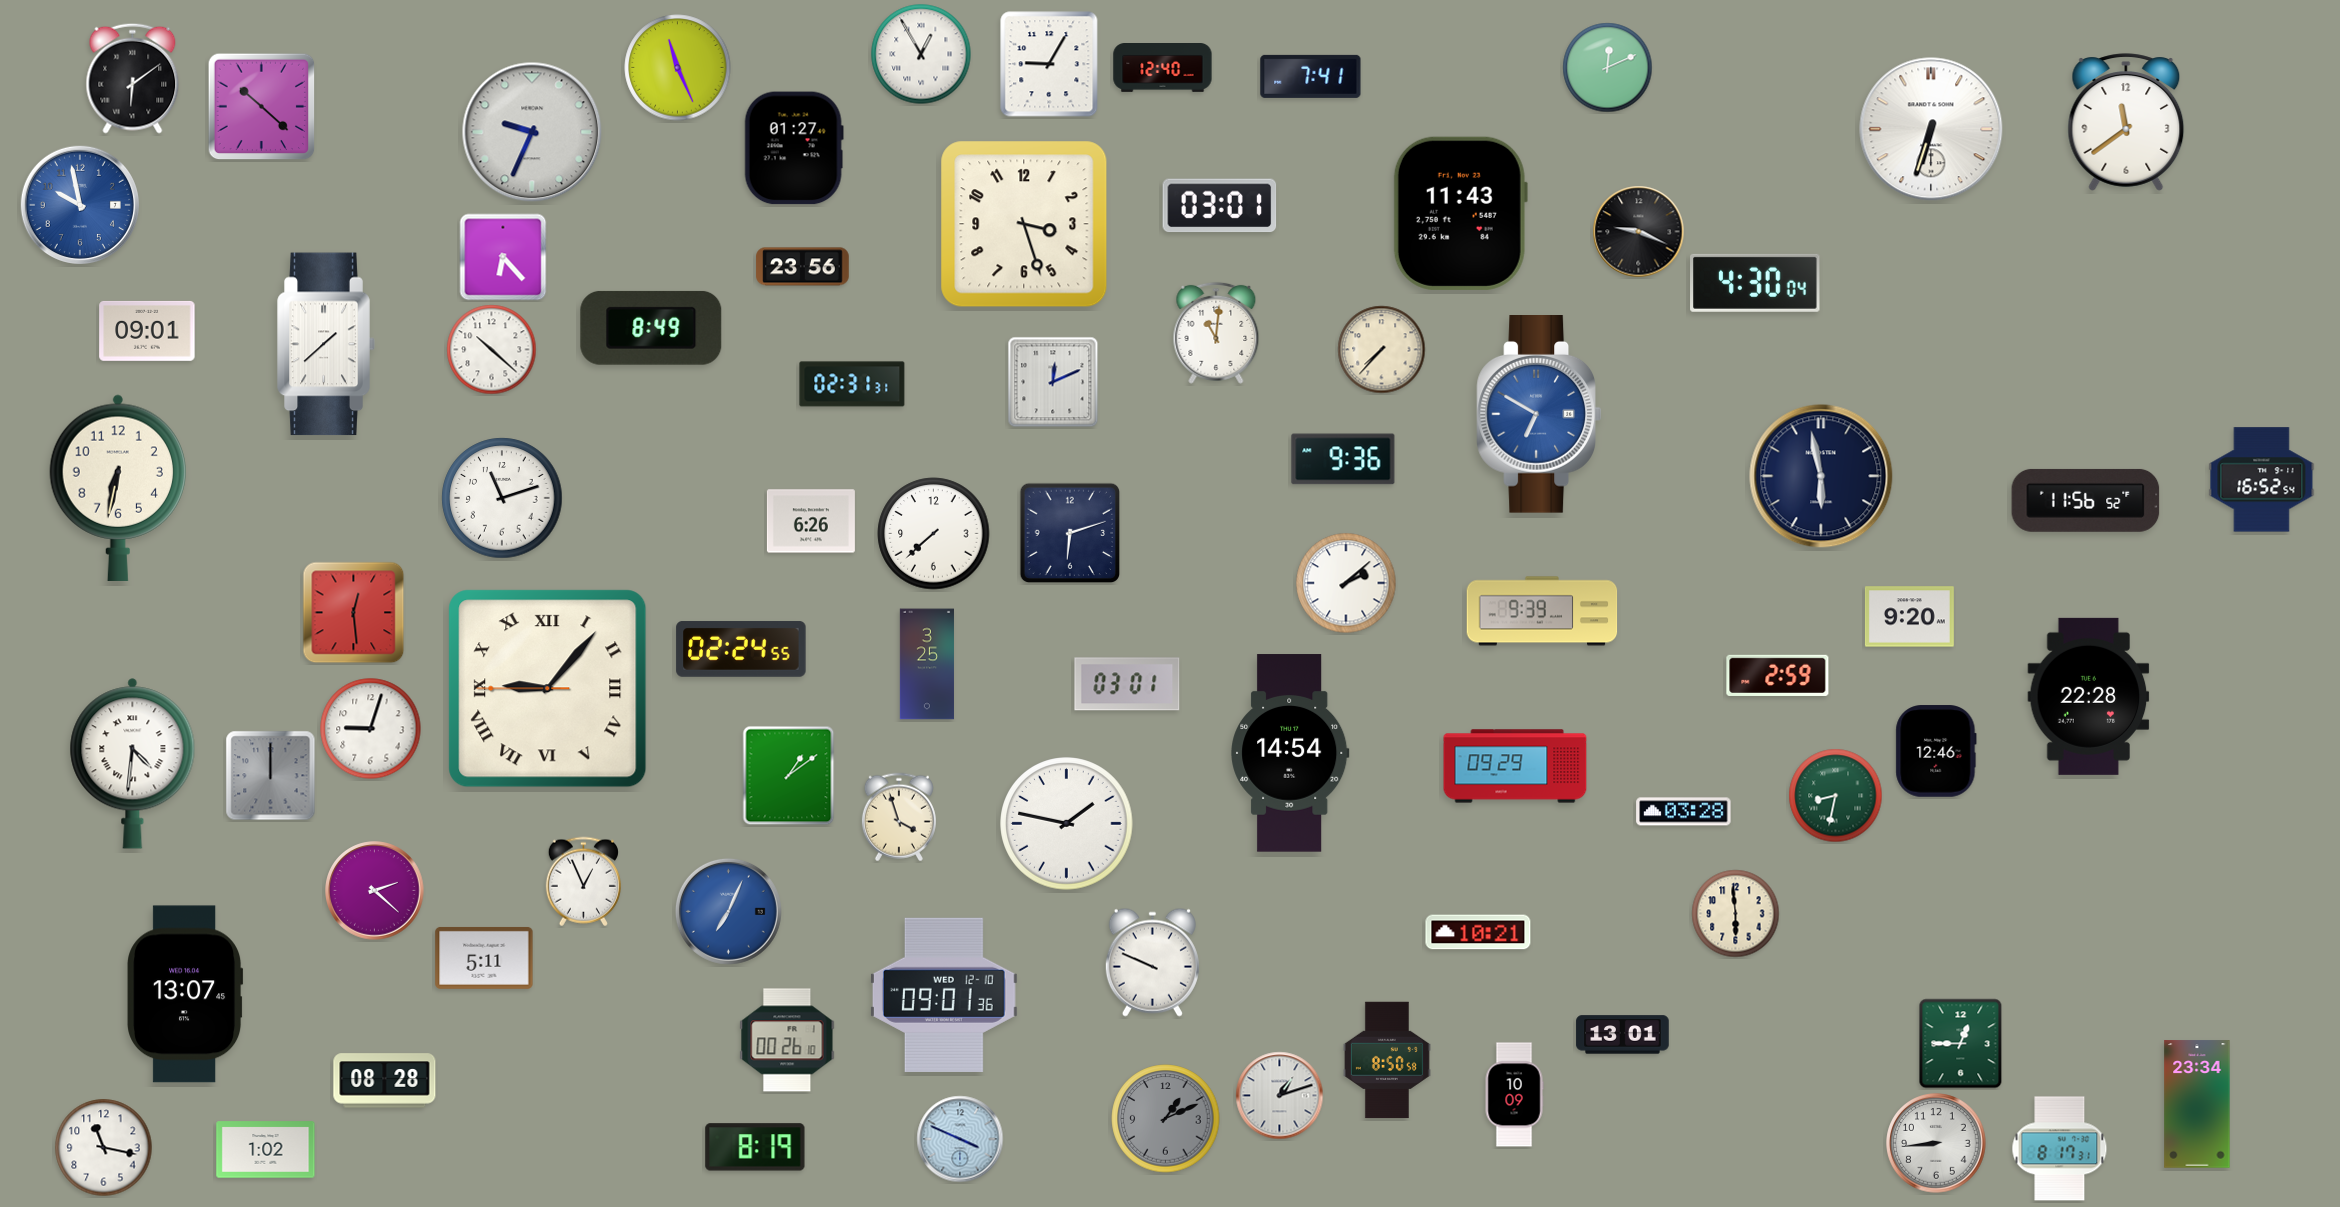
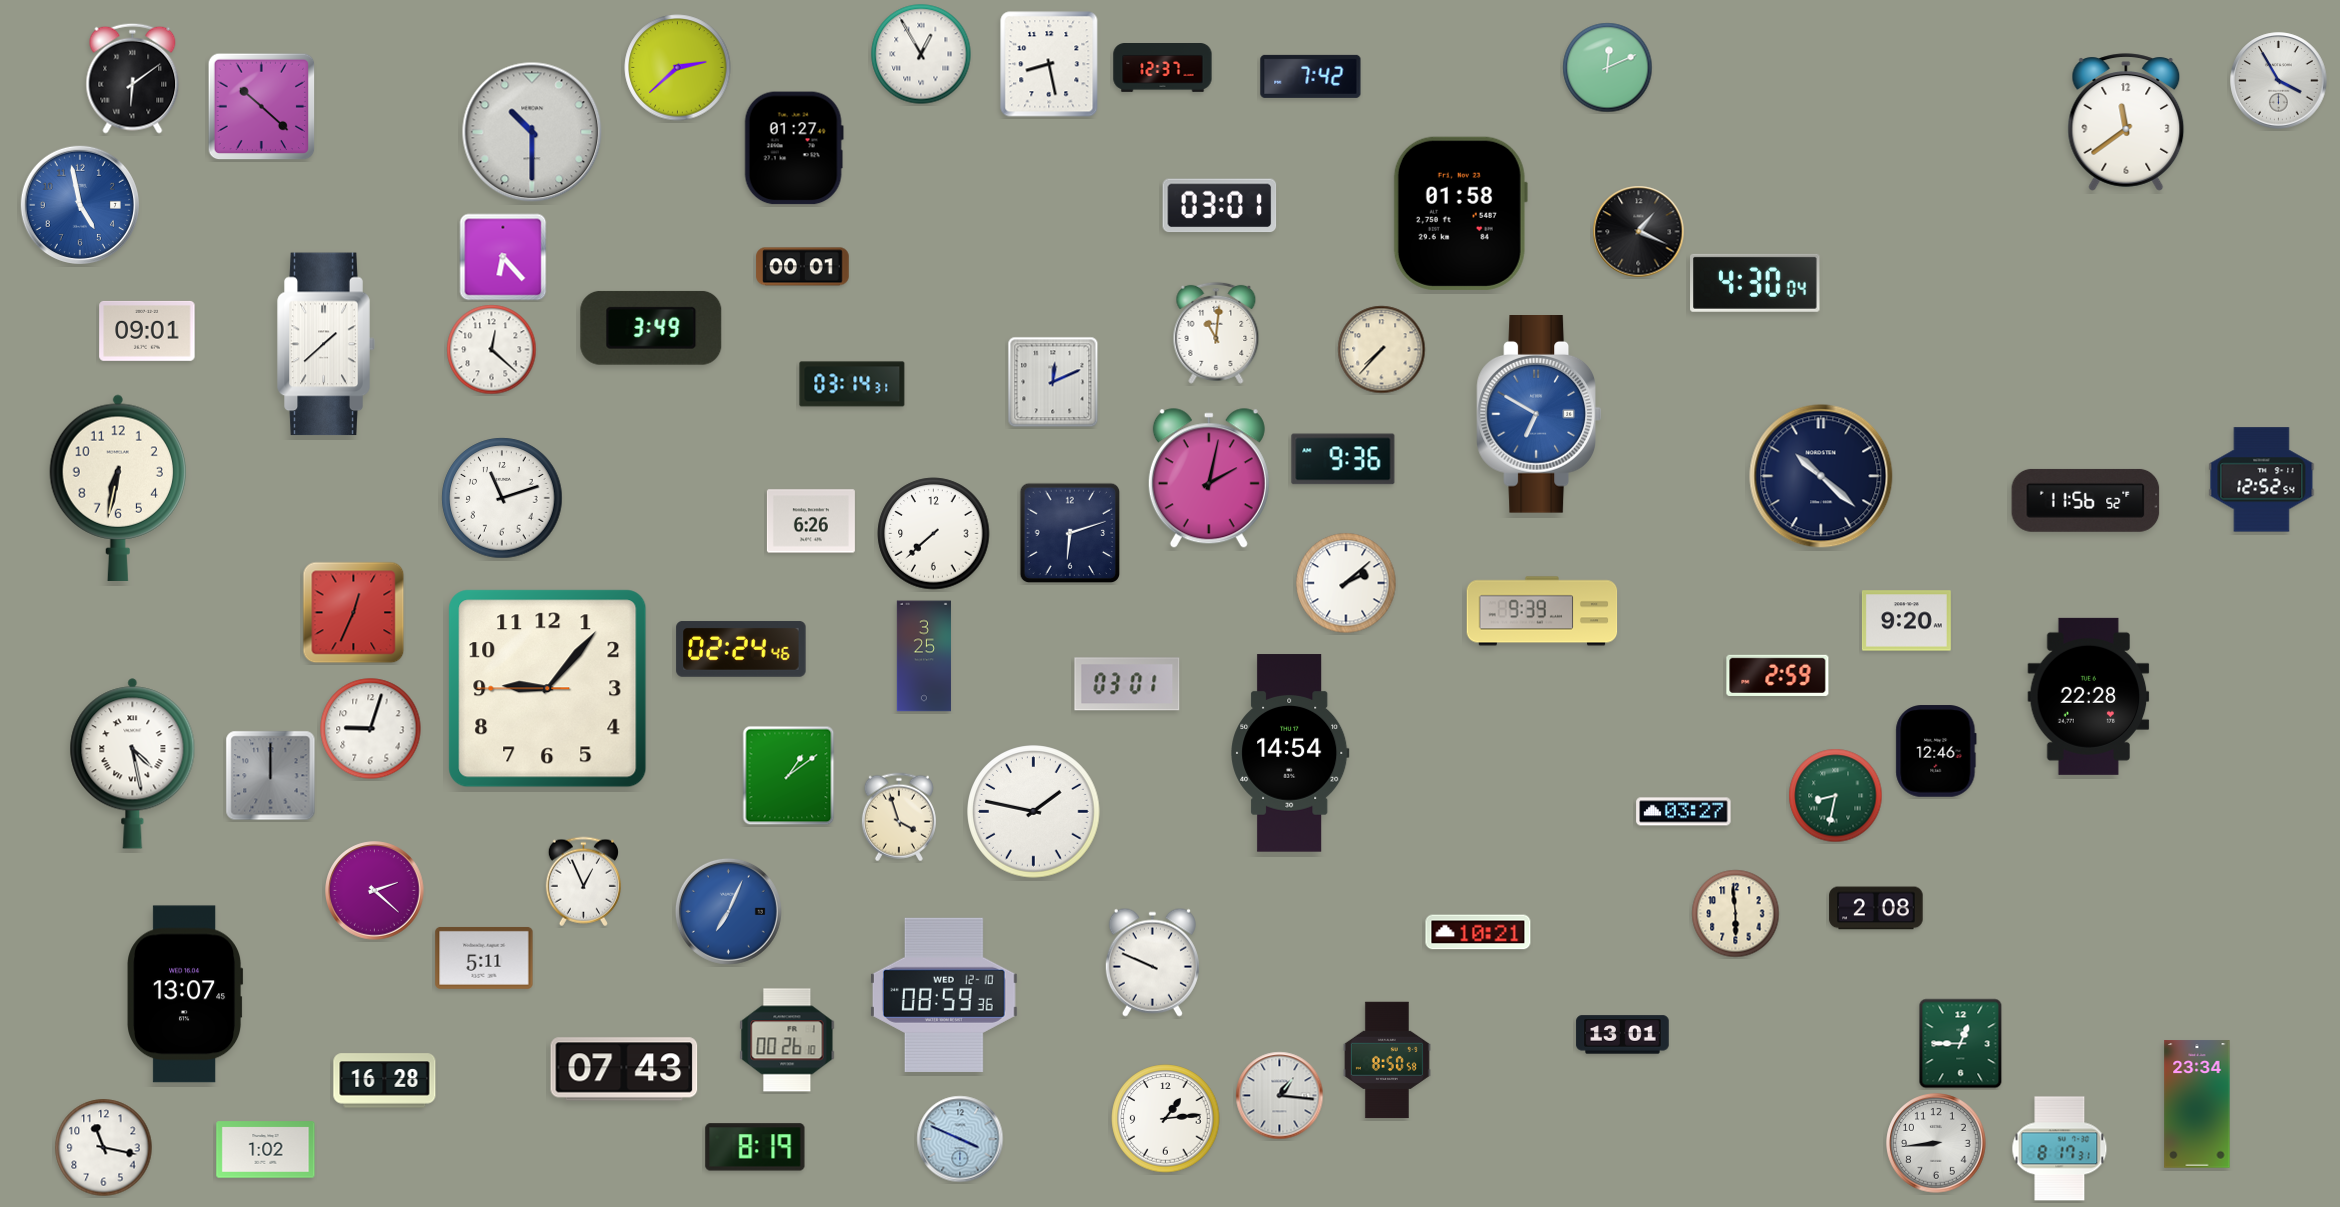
clock at (1049, 64): 9:05 -> 8:28
clock at (678, 68): 11:26 -> 2:38
clock at (1163, 68): 12:40 -> 12:37
clock at (1311, 76): 7:41 -> 7:42
clock at (2279, 81): none -> 3:55
clock at (1931, 129): 6:33 -> none
clock at (532, 132): 9:34 -> 10:30
clock at (80, 205): 9:58 -> 4:58
clock at (1460, 213): 11:43 -> 01:58
clock at (1024, 224): 3:27 -> none
clock at (1639, 232): 9:19 -> 1:19
clock at (803, 267): 23:56 -> 00:01
clock at (651, 328): 8:49 -> 3:49
clock at (492, 350): 10:22 -> 12:22
clock at (852, 384): 02:31 -> 03:14
clock at (1821, 476): 5:58 -> 10:22
clock at (1209, 479): none -> 2:02
clock at (2262, 480): 16:52 -> 12:52
clock at (354, 613): 12:29 -> 12:34
clock at (1909, 617) position: (1909, 617) -> (1906, 621)
clock at (741, 650): 02:24:55 -> 02:24:46
clock at (927, 664) position: (927, 664) -> (924, 656)
clock at (548, 689) numerals: Roman -> Arabic
clock at (133, 764): 4:31 -> 4:28
clock at (1515, 766): 09:29 -> none
clock at (1684, 812): 03:28 -> 03:27
clock at (1067, 824) position: (1067, 824) -> (1034, 812)
clock at (1876, 908): none -> 2:08
clock at (944, 995): 09:01 -> 08:59
clock at (624, 1069): none -> 07:43
clock at (385, 1081): 08:28 -> 16:28
clock at (1514, 1095): 10:09 -> none
clock at (1280, 1096): 1:12 -> 1:16
clock at (1166, 1119): 1:11 -> 1:14
clock at (1166, 1119) dial: grey -> white
